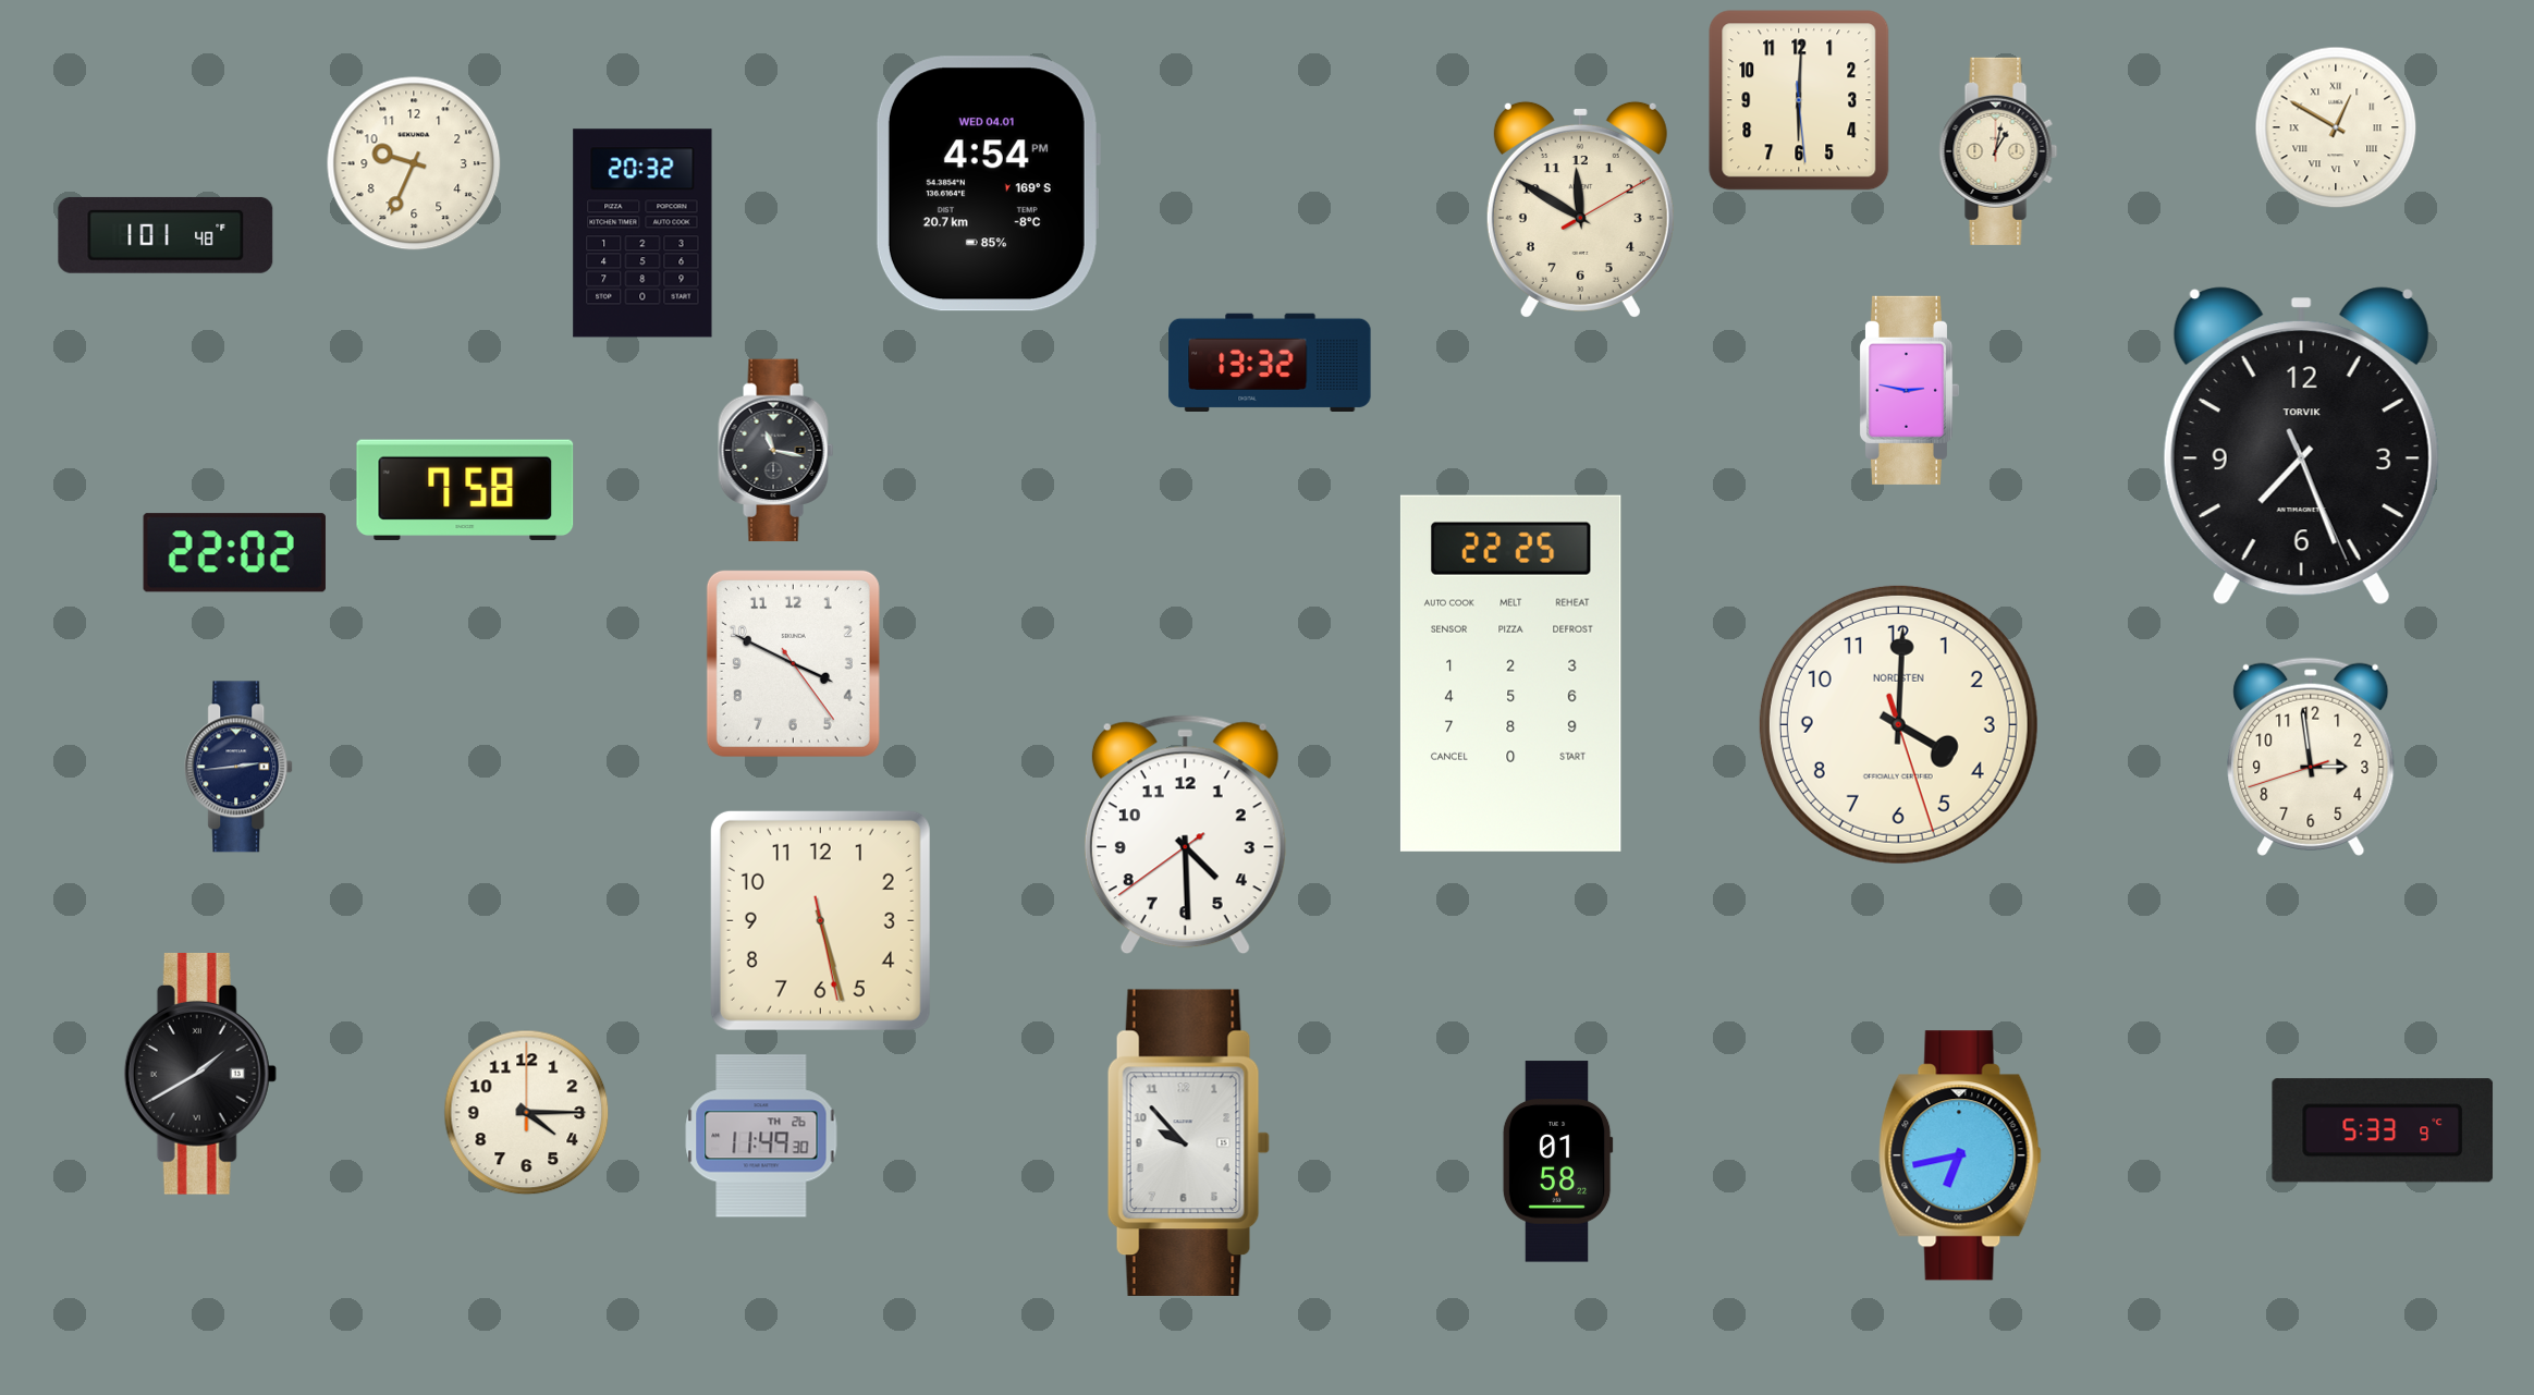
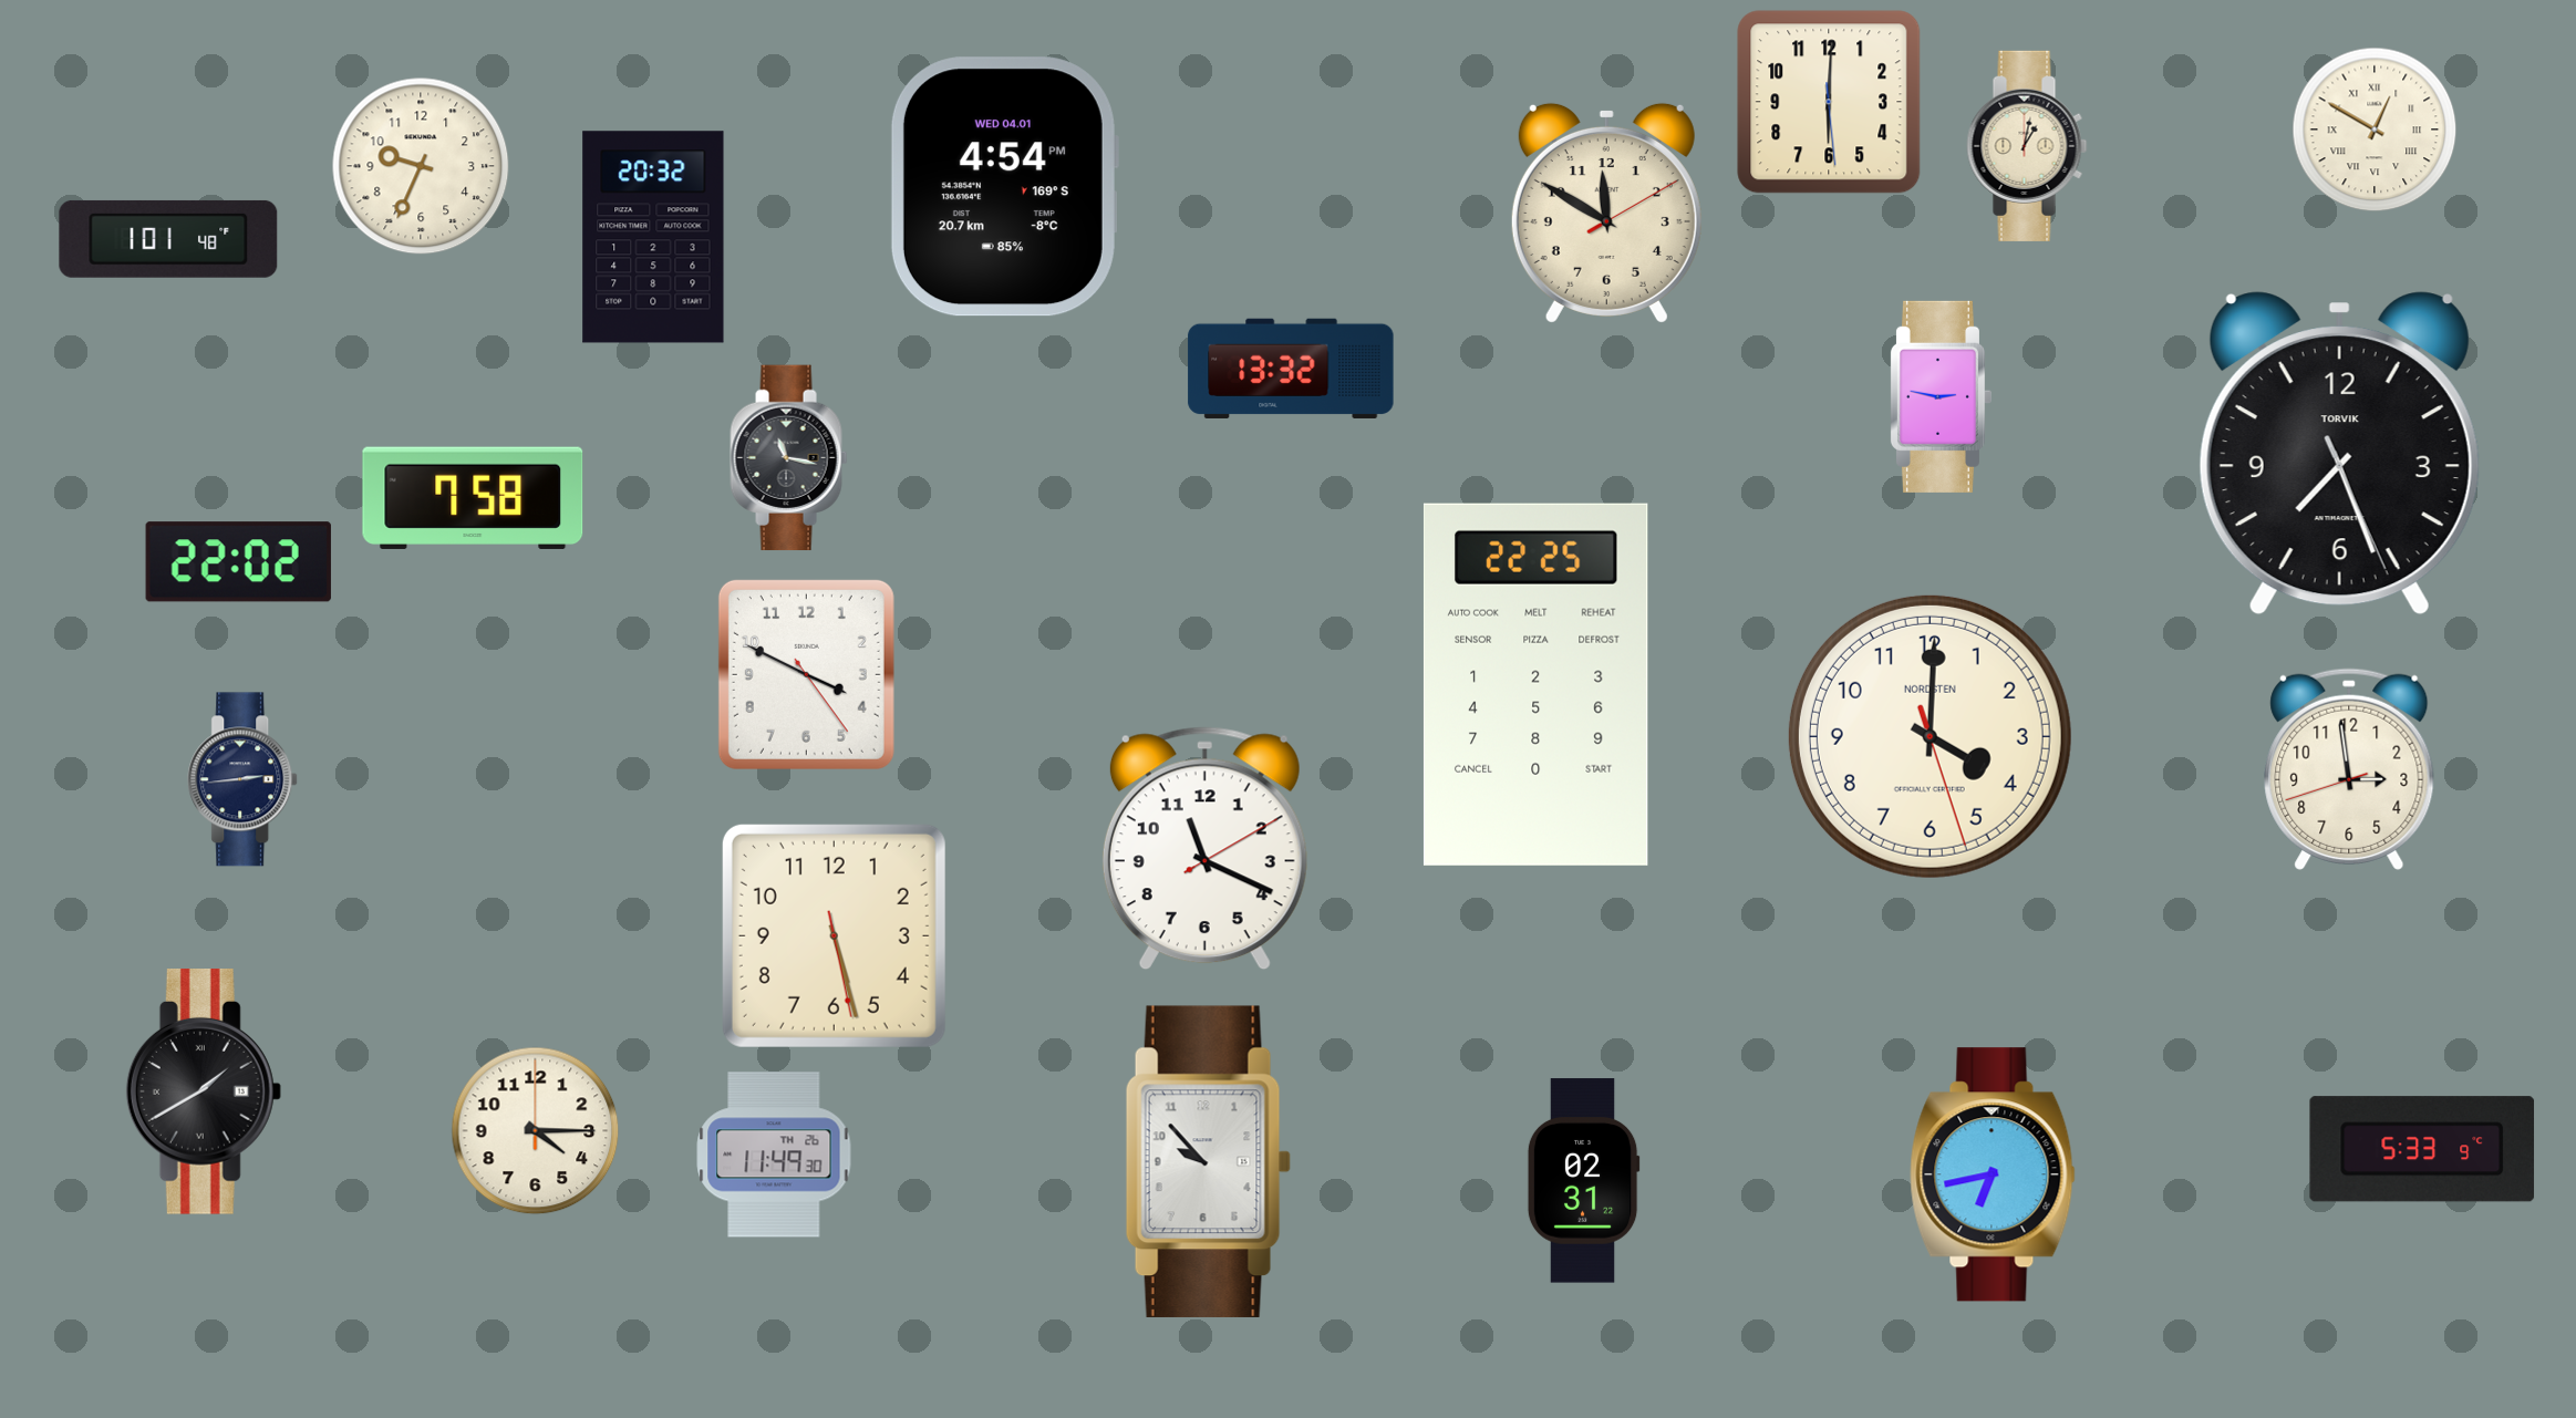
clock at (1998, 151) position: (1998, 151) -> (2027, 146)
clock at (1185, 835): 4:29 -> 11:19
clock at (1557, 1162): 01:58 -> 02:31
